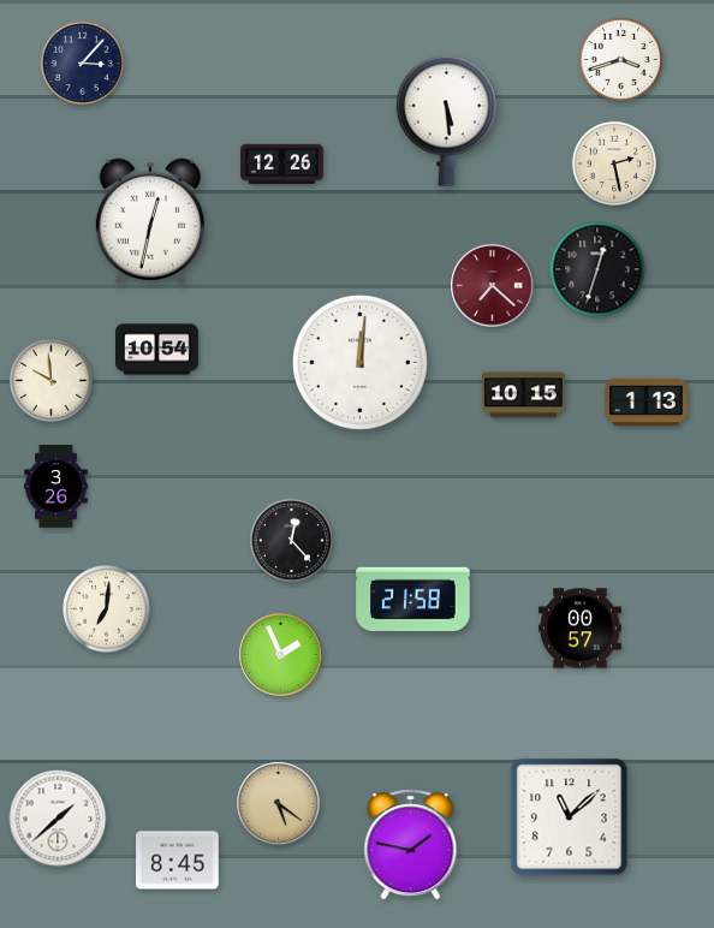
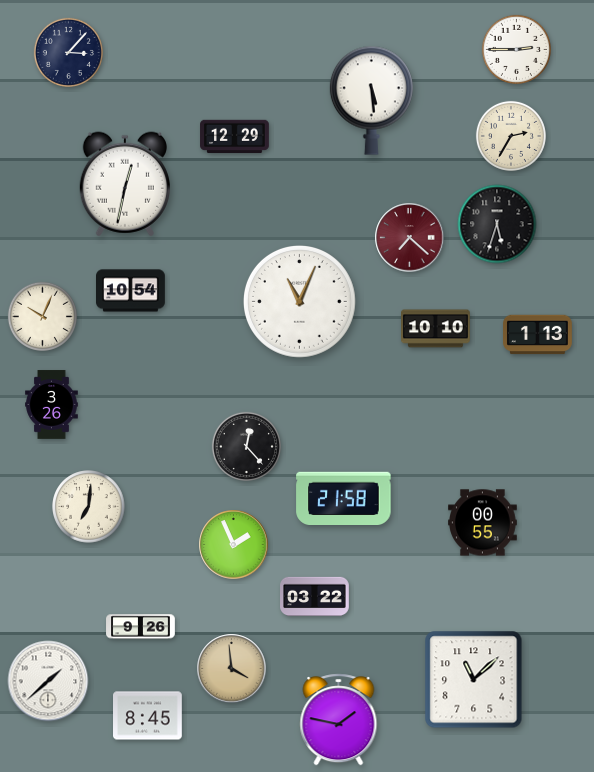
clock at (620, 59): 3:42 -> 2:45
clock at (614, 163): 2:28 -> 2:35
clock at (282, 165): 12:26 -> 12:29
clock at (597, 269): 12:33 -> 5:33
clock at (361, 363): 12:01 -> 11:04
clock at (50, 380): 9:59 -> 10:04
clock at (524, 395): 10:15 -> 10:10
clock at (56, 487) position: (56, 487) -> (52, 405)
clock at (291, 540) position: (291, 540) -> (246, 446)
clock at (581, 629): 00:57 -> 00:55
clock at (315, 597): none -> 03:22
clock at (141, 627): none -> 9:26
clock at (279, 804): 5:21 -> 3:59
clock at (411, 845) position: (411, 845) -> (339, 720)
